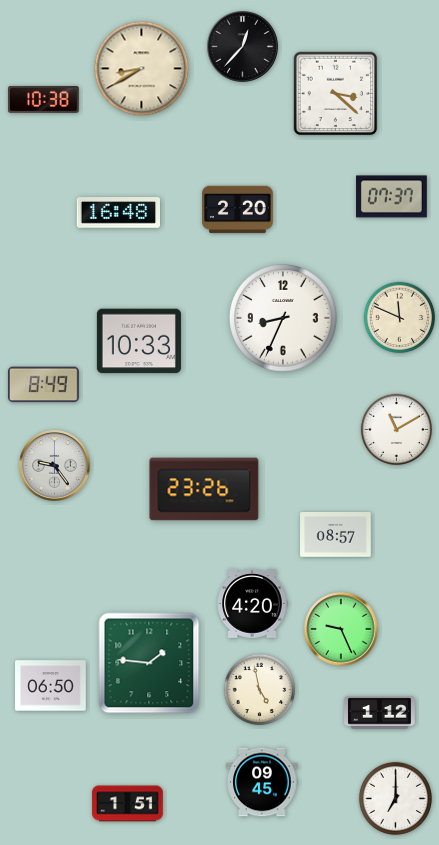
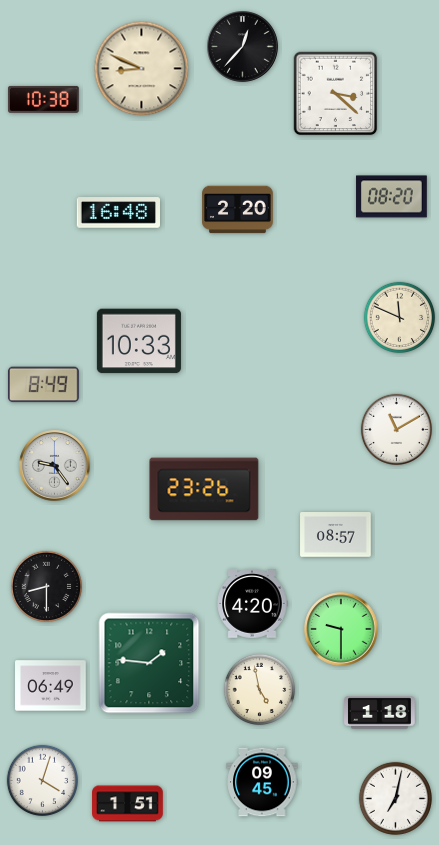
clock at (142, 69): 8:40 -> 8:49
clock at (392, 197): 07:37 -> 08:20
clock at (284, 319): 8:34 -> none
clock at (47, 587): none -> 8:30
clock at (341, 629): 9:26 -> 9:30
clock at (51, 686): 06:50 -> 06:49
clock at (380, 713): 1:12 -> 1:18
clock at (43, 781): none -> 4:03
clock at (395, 798): 7:00 -> 7:02
